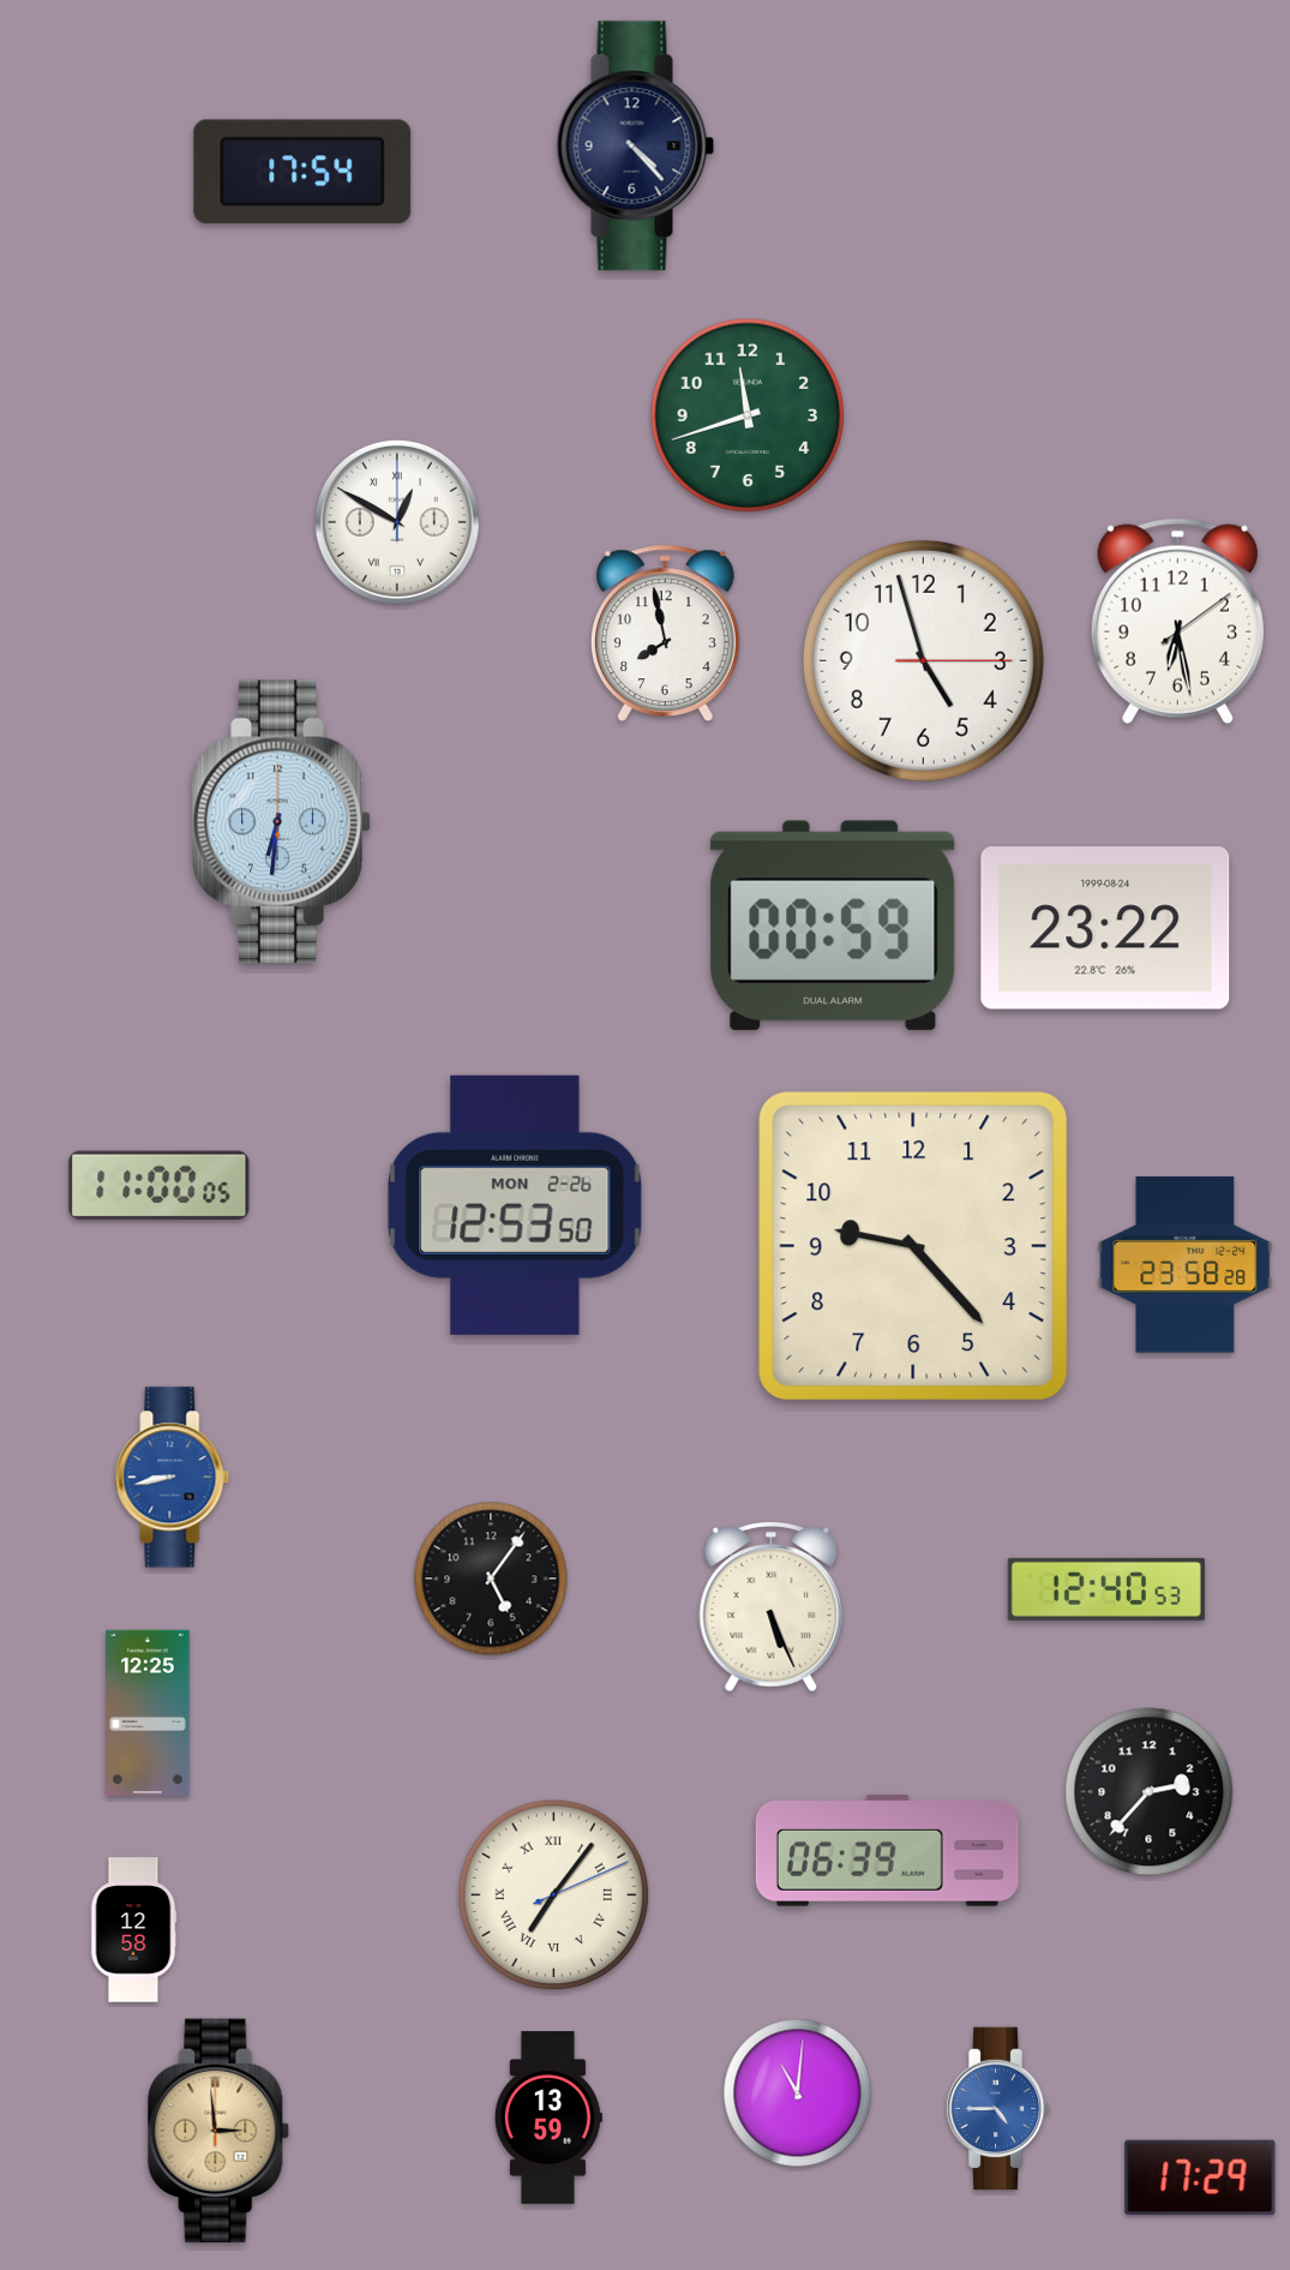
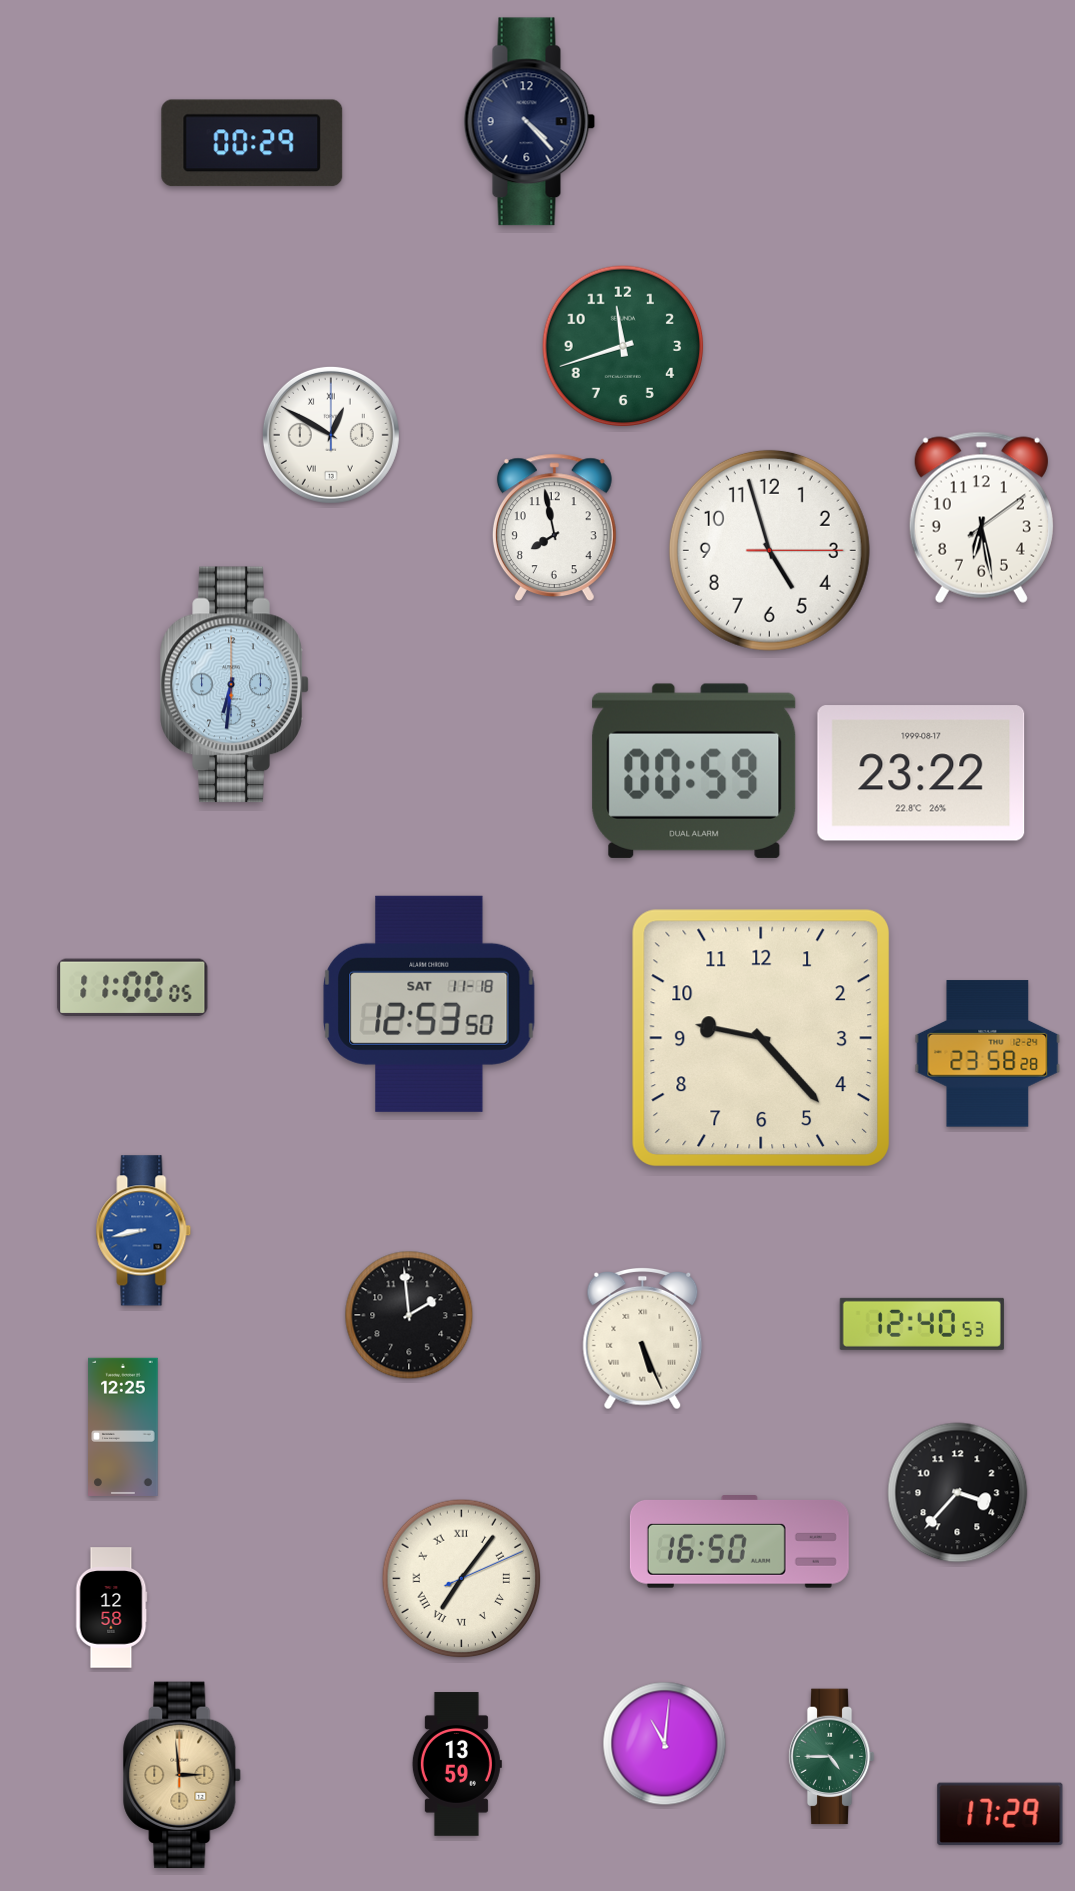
clock at (302, 172): 17:54 -> 00:29
clock at (1105, 928) date: 1999-08-24 -> 1999-08-17
clock at (515, 1205) date: MON 2-26 -> SAT 11-18
clock at (491, 1579): 5:06 -> 1:59
clock at (1150, 1792): 2:37 -> 3:37
clock at (887, 1851): 06:39 -> 16:50
clock at (997, 2109) dial: blue -> green
